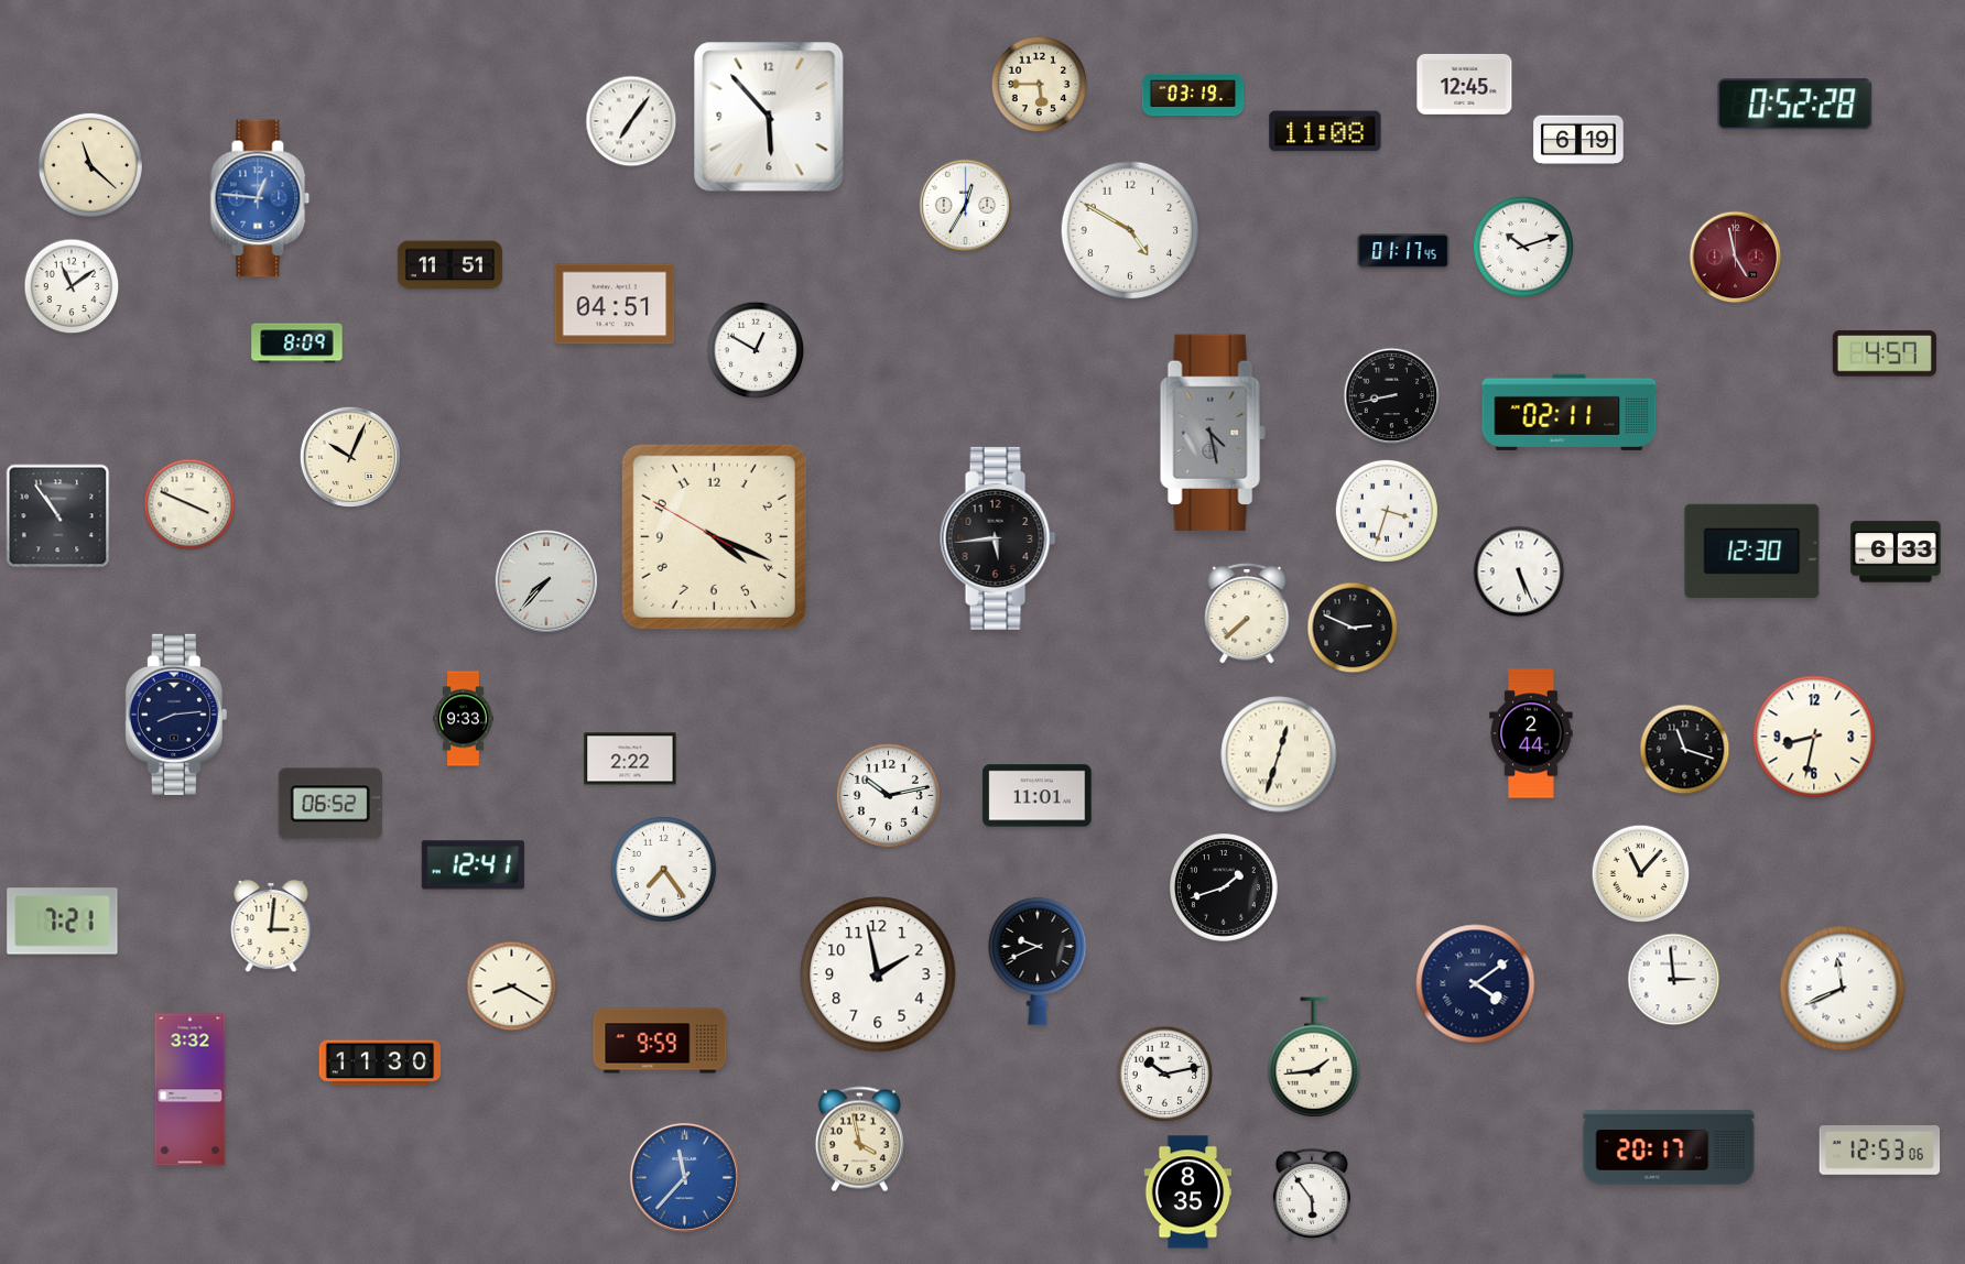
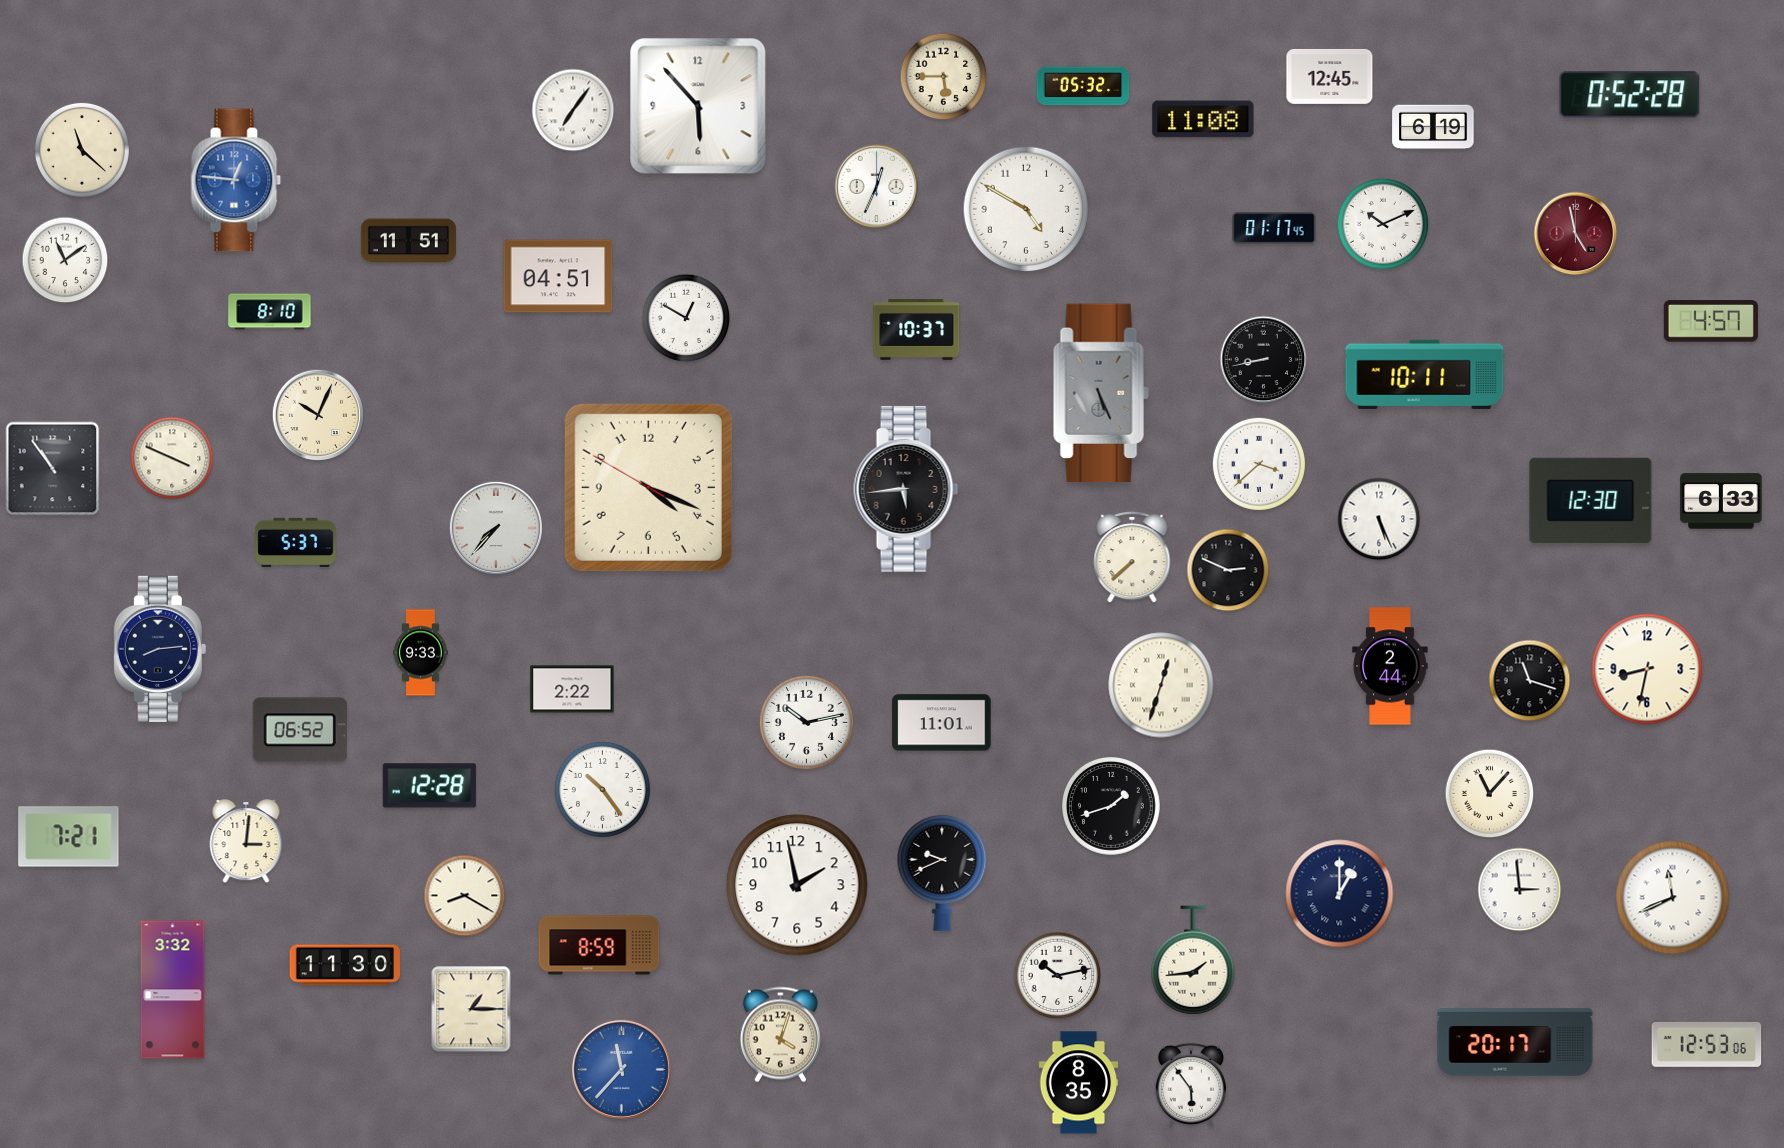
clock at (1193, 95): 03:19 -> 05:32
clock at (966, 206): 12:35 -> 12:34
clock at (1522, 246): 10:12 -> 10:11
clock at (297, 344): 8:09 -> 8:10
clock at (917, 329): none -> 10:37
clock at (1570, 412): 02:11 -> 10:11
clock at (1213, 433): 4:28 -> 5:26
clock at (1387, 511): 3:33 -> 3:38
clock at (296, 542): none -> 5:37
clock at (473, 865): 12:41 -> 12:28
clock at (663, 869): 7:24 -> 10:24
clock at (63, 922) position: (63, 922) -> (69, 837)
clock at (1476, 984): 4:09 -> 1:00
clock at (660, 1040): 9:59 -> 8:59
clock at (471, 1009): none -> 1:15
clock at (859, 1140): 3:58 -> 4:03
